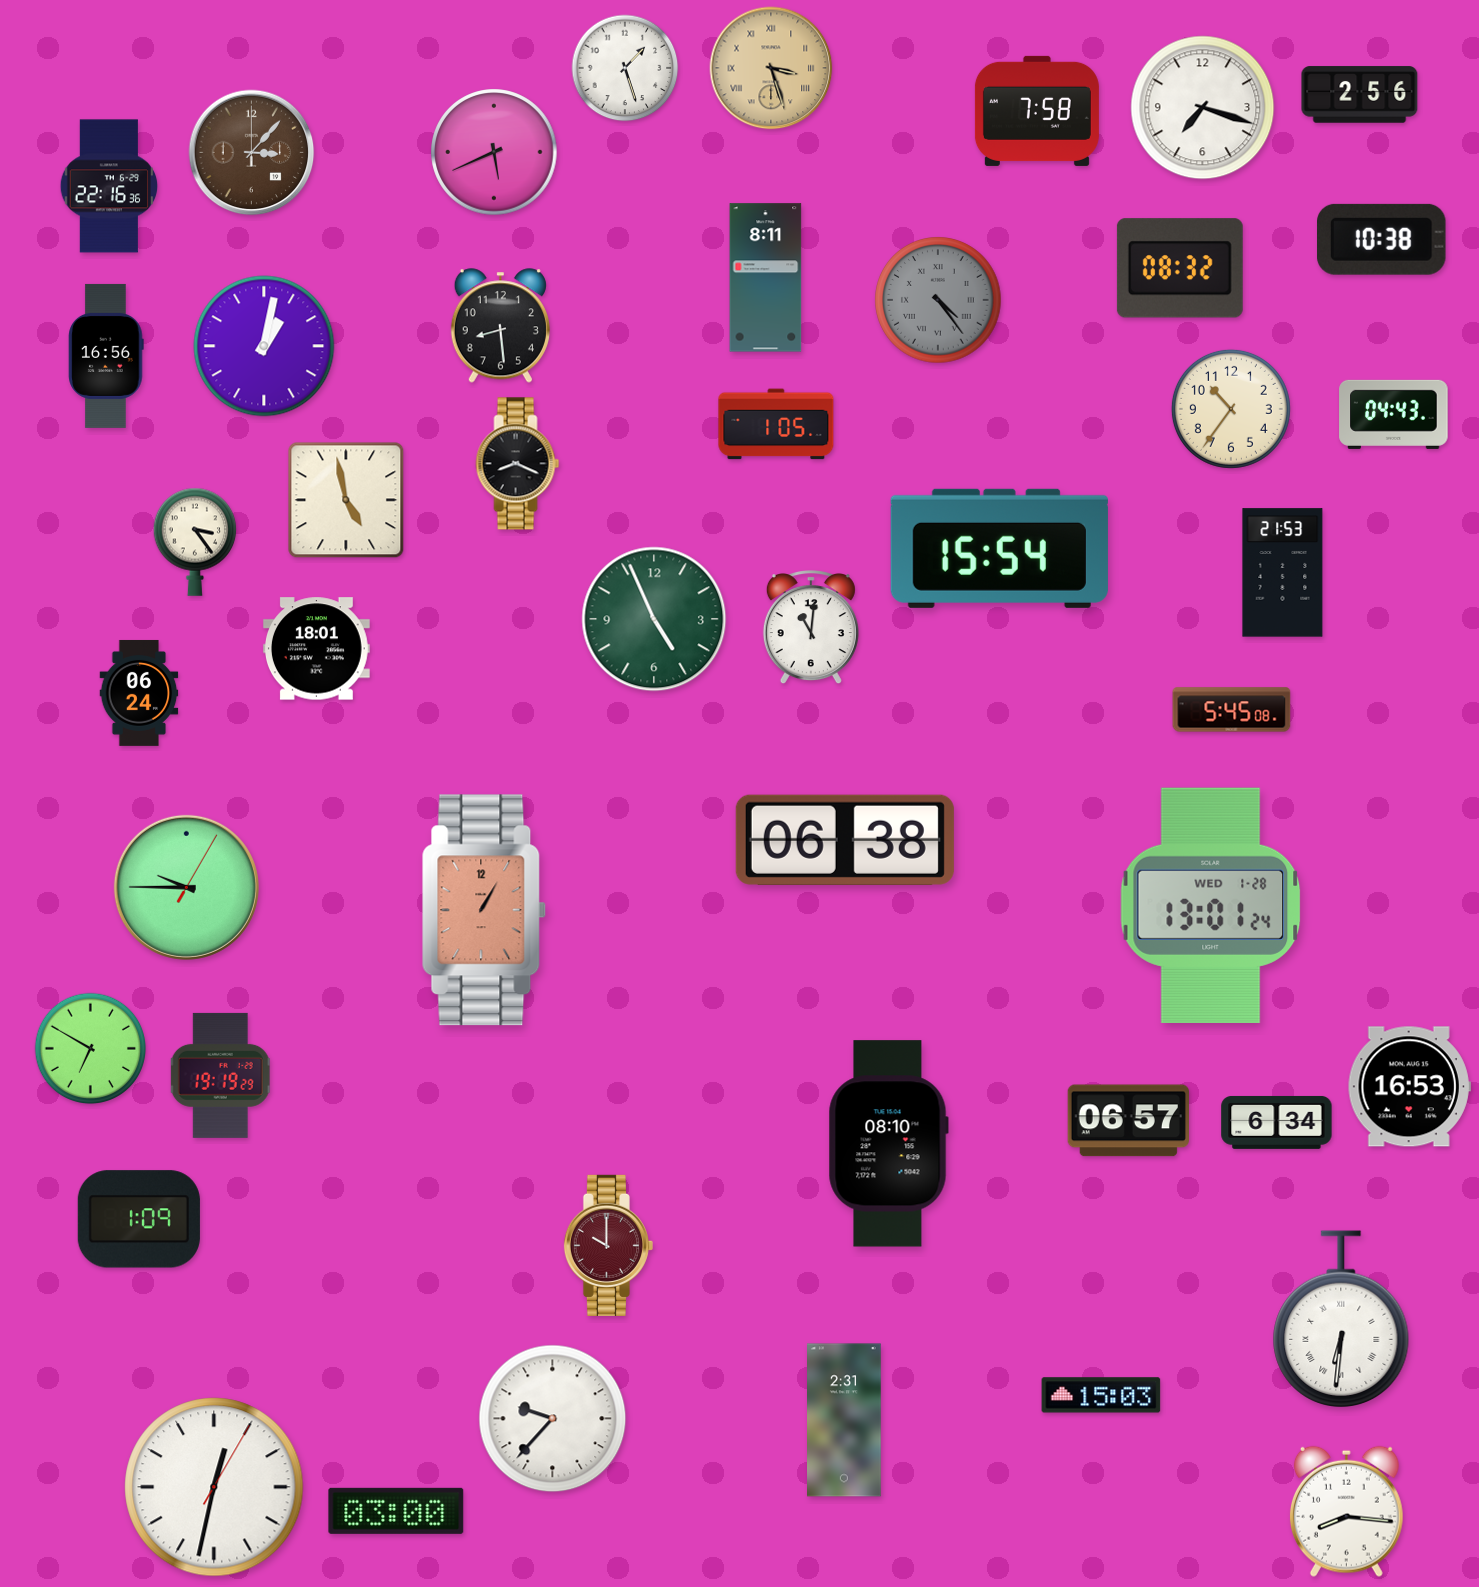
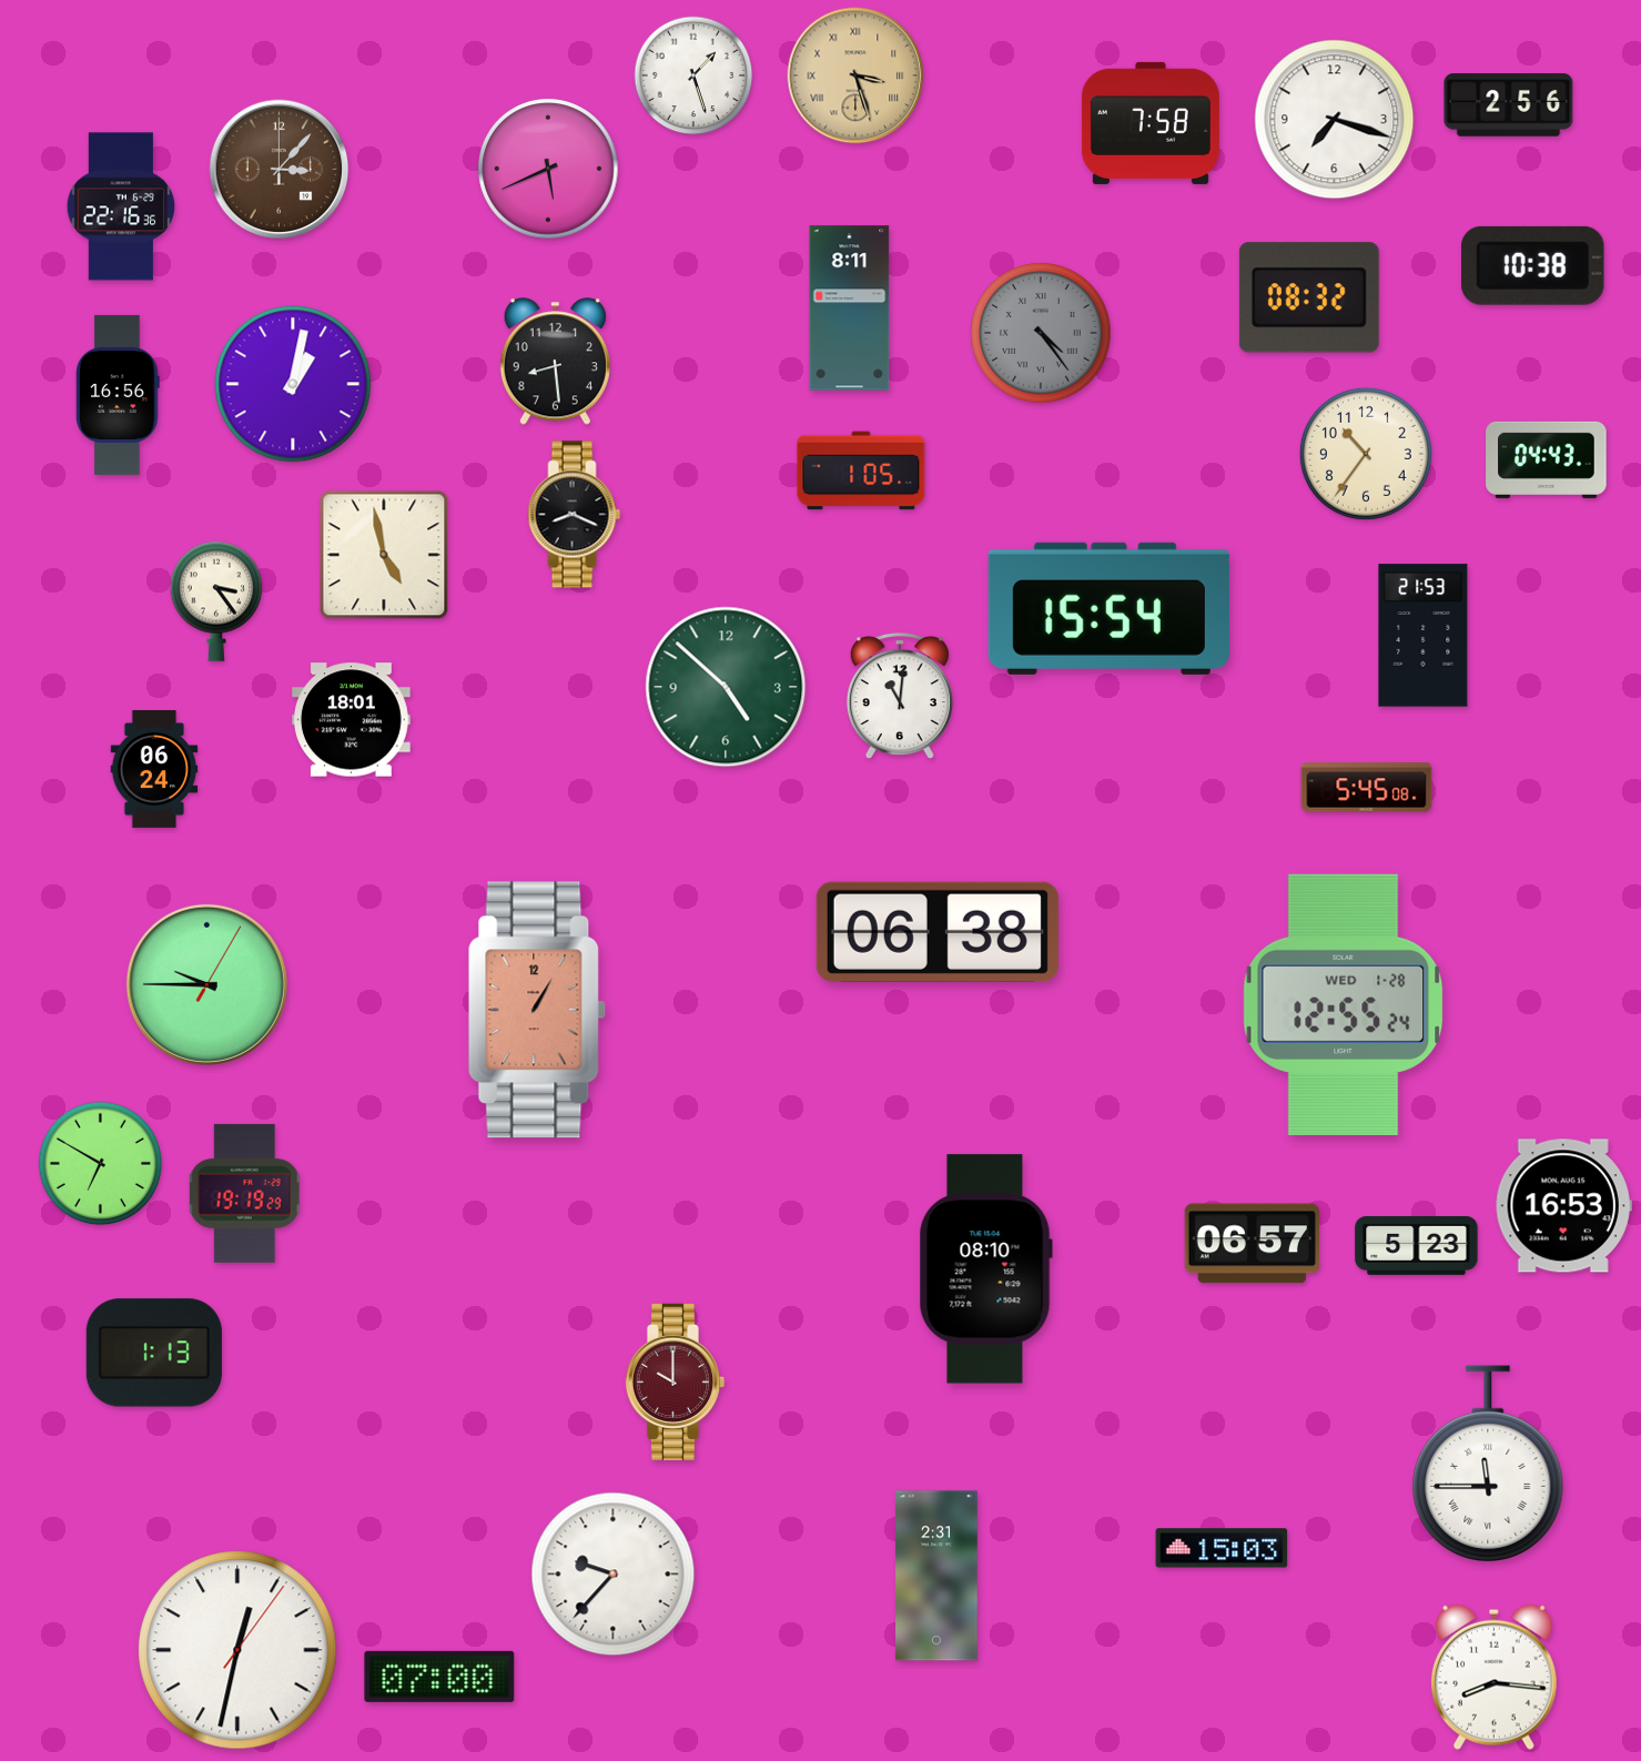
clock at (654, 619): 4:56 -> 4:52
clock at (1211, 905): 13:01 -> 12:55
clock at (1277, 1122): 6:34 -> 5:23
clock at (139, 1219): 1:09 -> 1:13
clock at (1341, 1320): 6:31 -> 11:45
clock at (214, 1487): 12:32:05 -> 12:32:06
clock at (396, 1511): 03:00 -> 07:00
